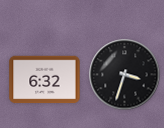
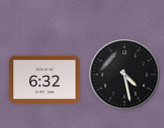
clock at (125, 75): 3:33 -> 4:28
